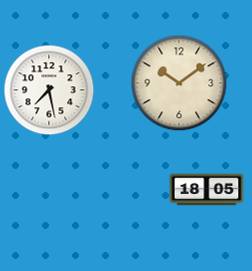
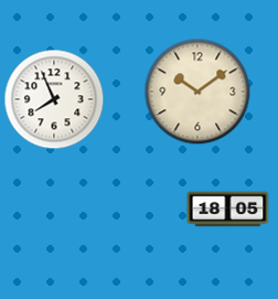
clock at (49, 90): 7:28 -> 7:56
